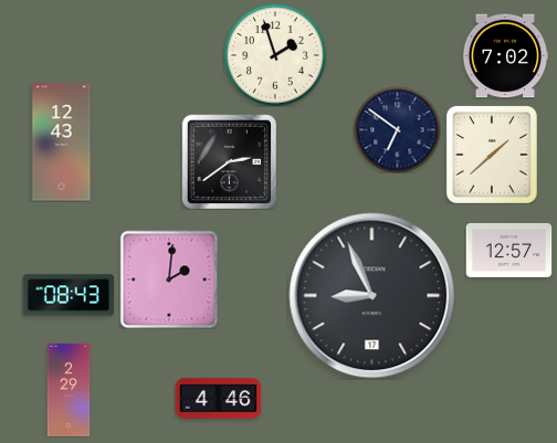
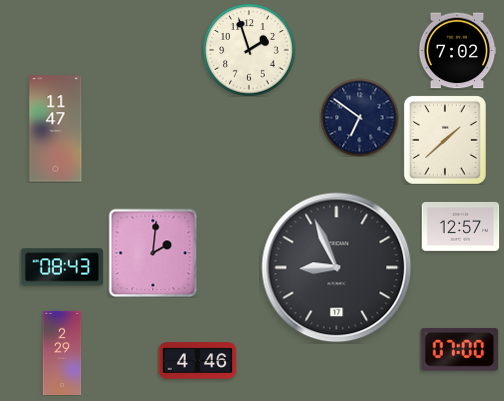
clock at (62, 143): 12:43 -> 11:47
clock at (229, 161): 2:39 -> none
clock at (459, 350): none -> 07:00
